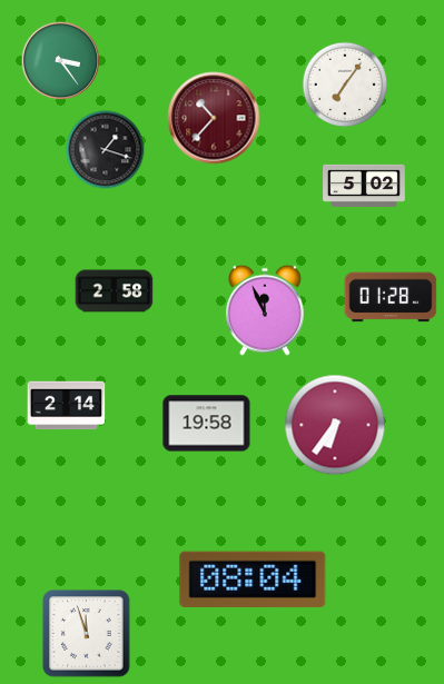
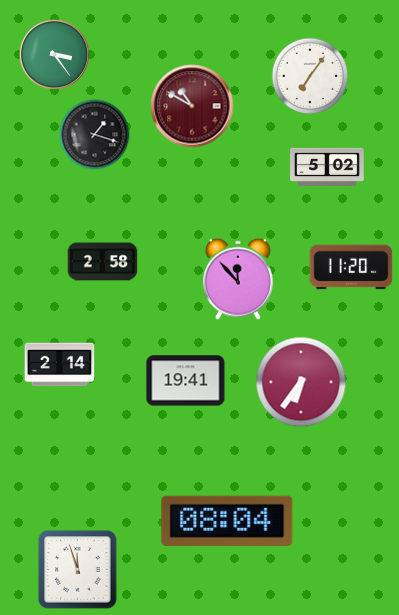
clock at (214, 118): 10:37 -> 10:50
clock at (391, 297): 01:28 -> 11:20
clock at (266, 310): 11:56 -> 11:53
clock at (207, 424): 19:58 -> 19:41
